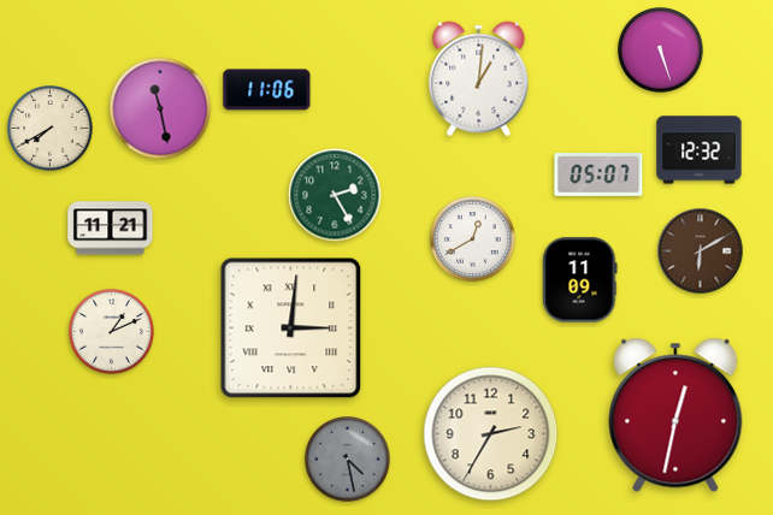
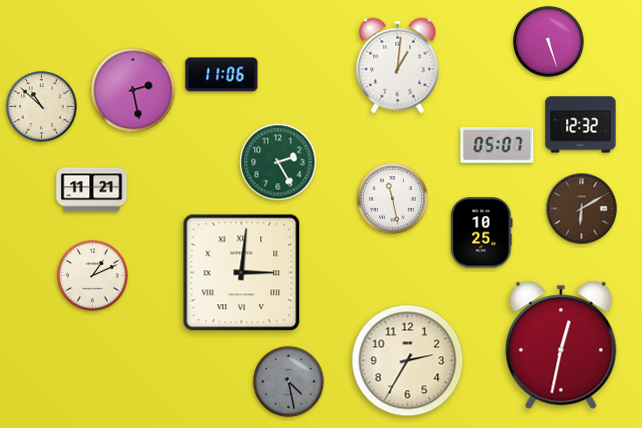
clock at (160, 108): 11:28 -> 2:28
clock at (51, 129): 7:40 -> 10:52
clock at (473, 239): 12:40 -> 11:28
clock at (580, 280): 11:09 -> 10:25
